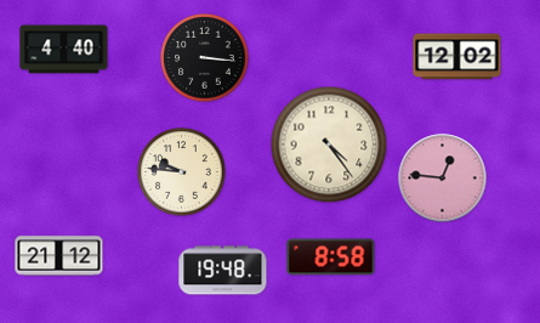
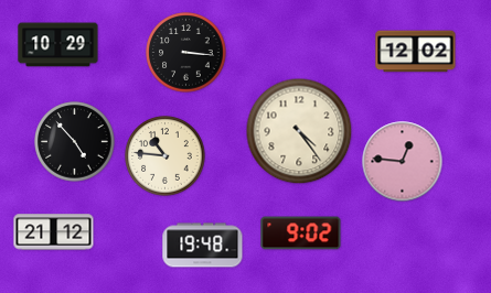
clock at (64, 50): 4:40 -> 10:29
clock at (75, 142): none -> 4:53
clock at (182, 172): 9:46 -> 10:46
clock at (331, 257): 8:58 -> 9:02
